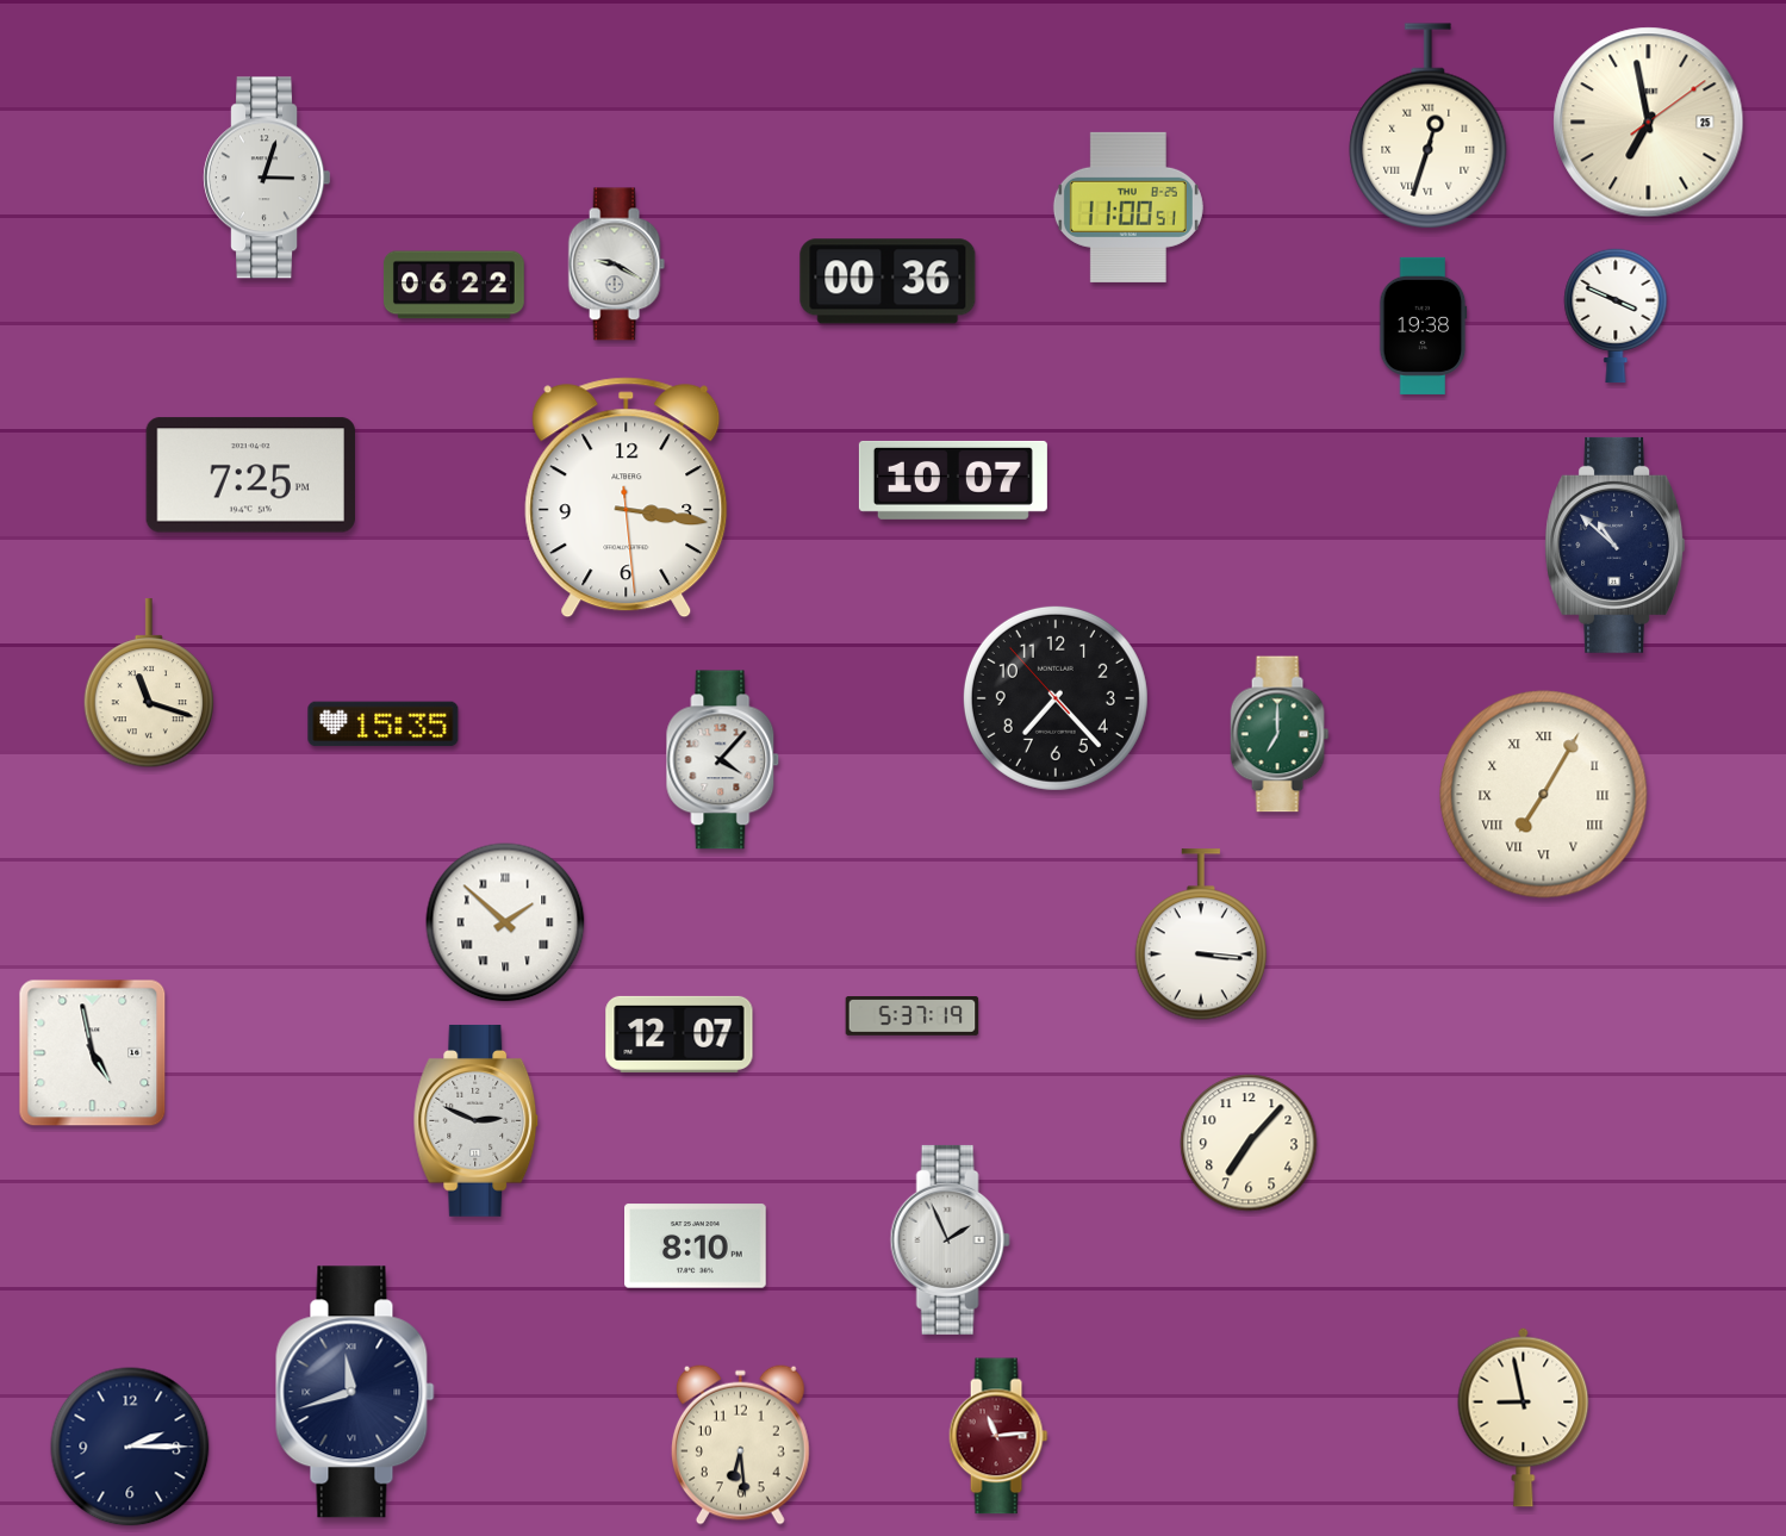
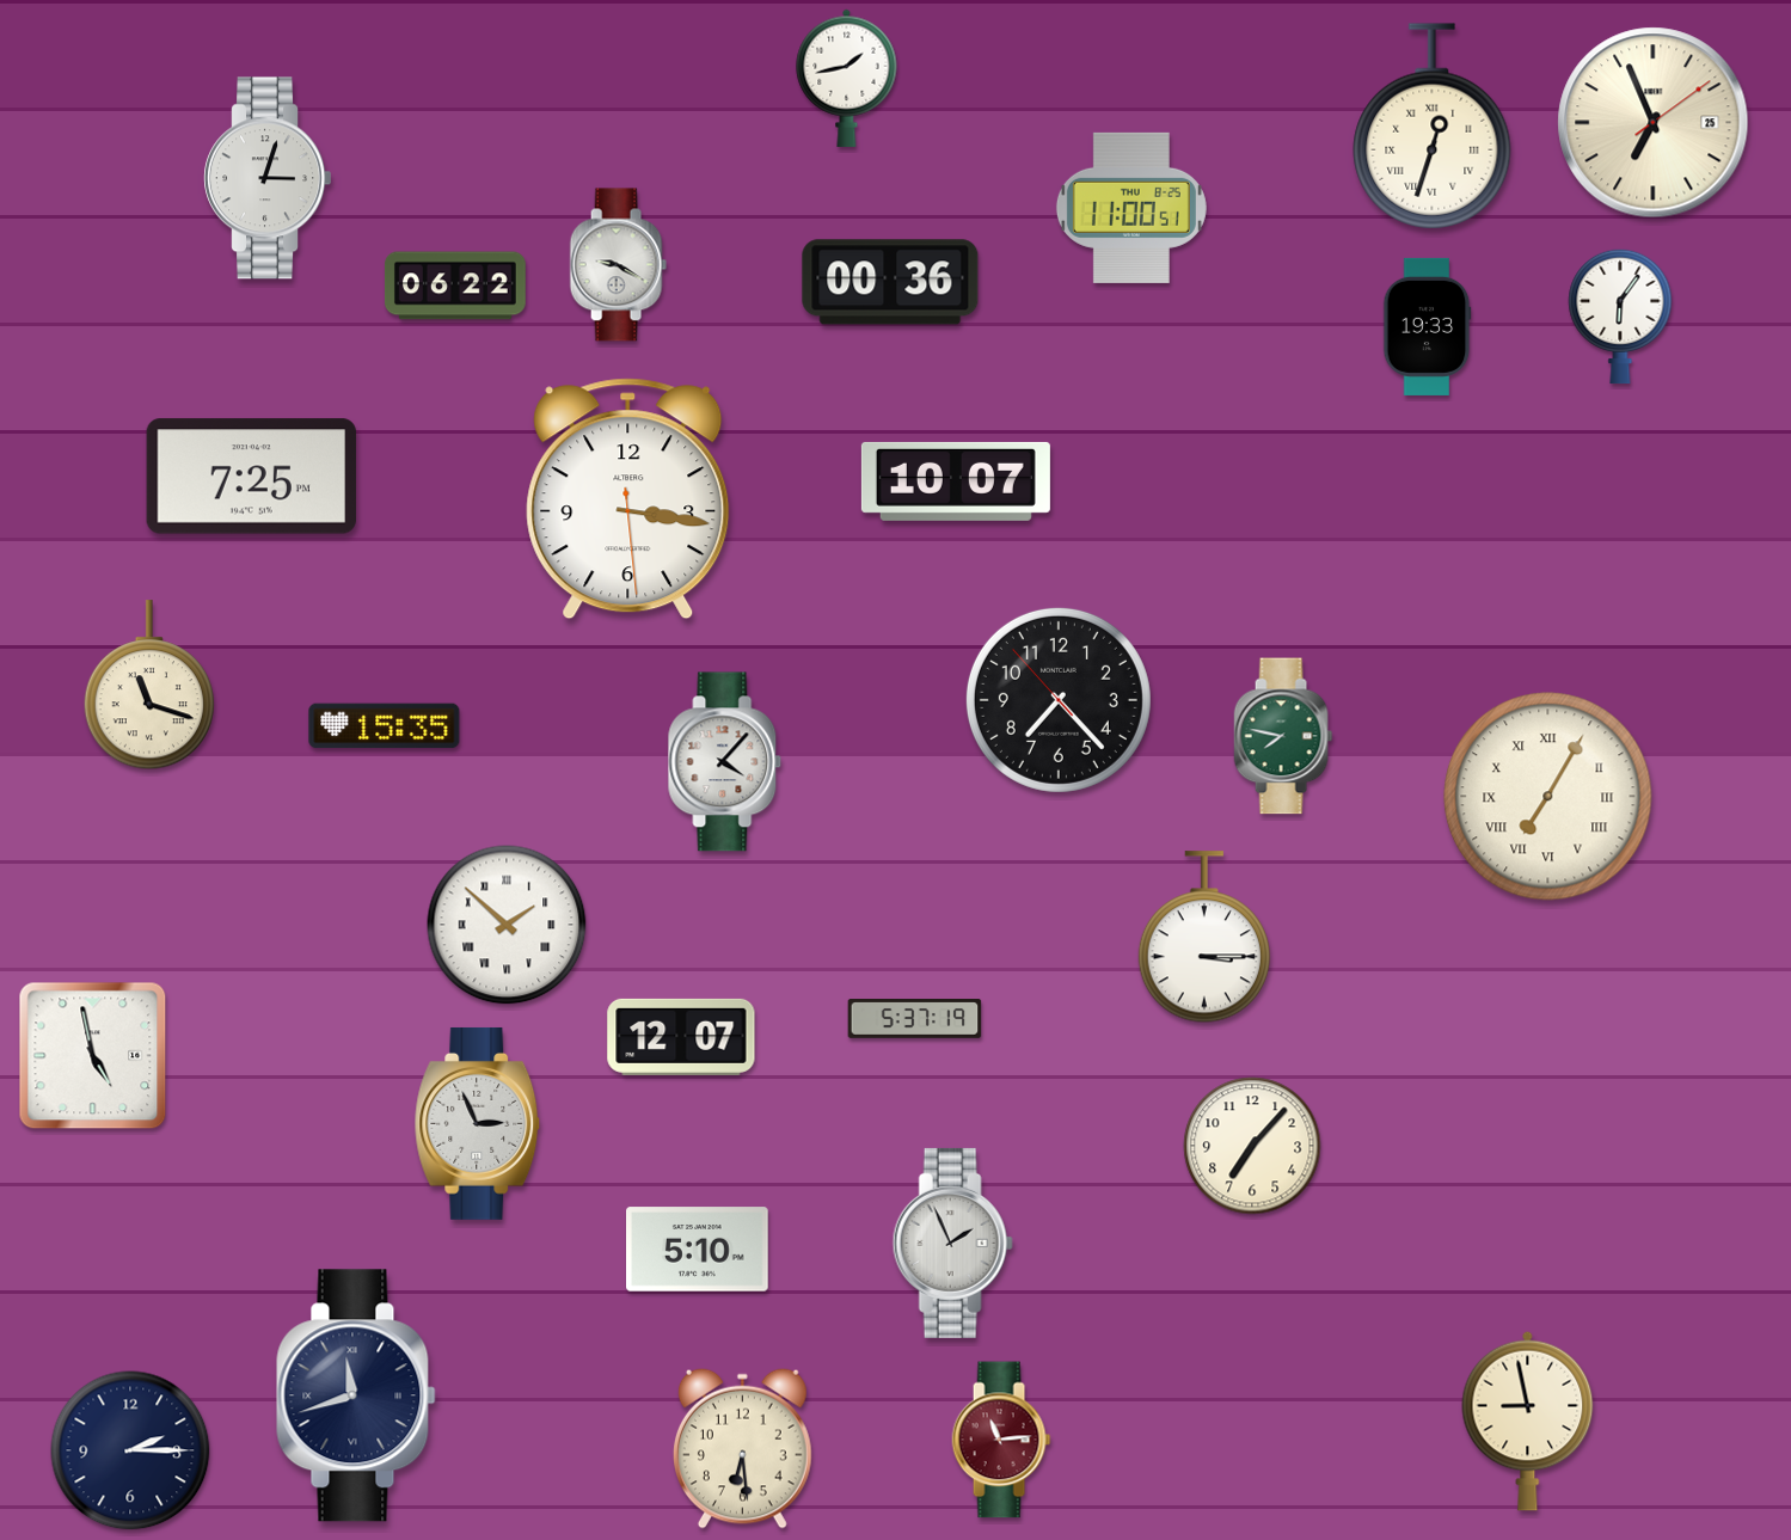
clock at (847, 78): none -> 1:43
clock at (1649, 123): 6:58 -> 6:56
clock at (1616, 316): 3:49 -> 6:06
clock at (1424, 325): 19:38 -> 19:33
clock at (1616, 545): 10:52 -> none
clock at (1280, 734): 7:00 -> 7:47
clock at (1201, 935): 3:16 -> 3:15
clock at (477, 1120): 2:49 -> 2:56
clock at (696, 1246): 8:10 -> 5:10
